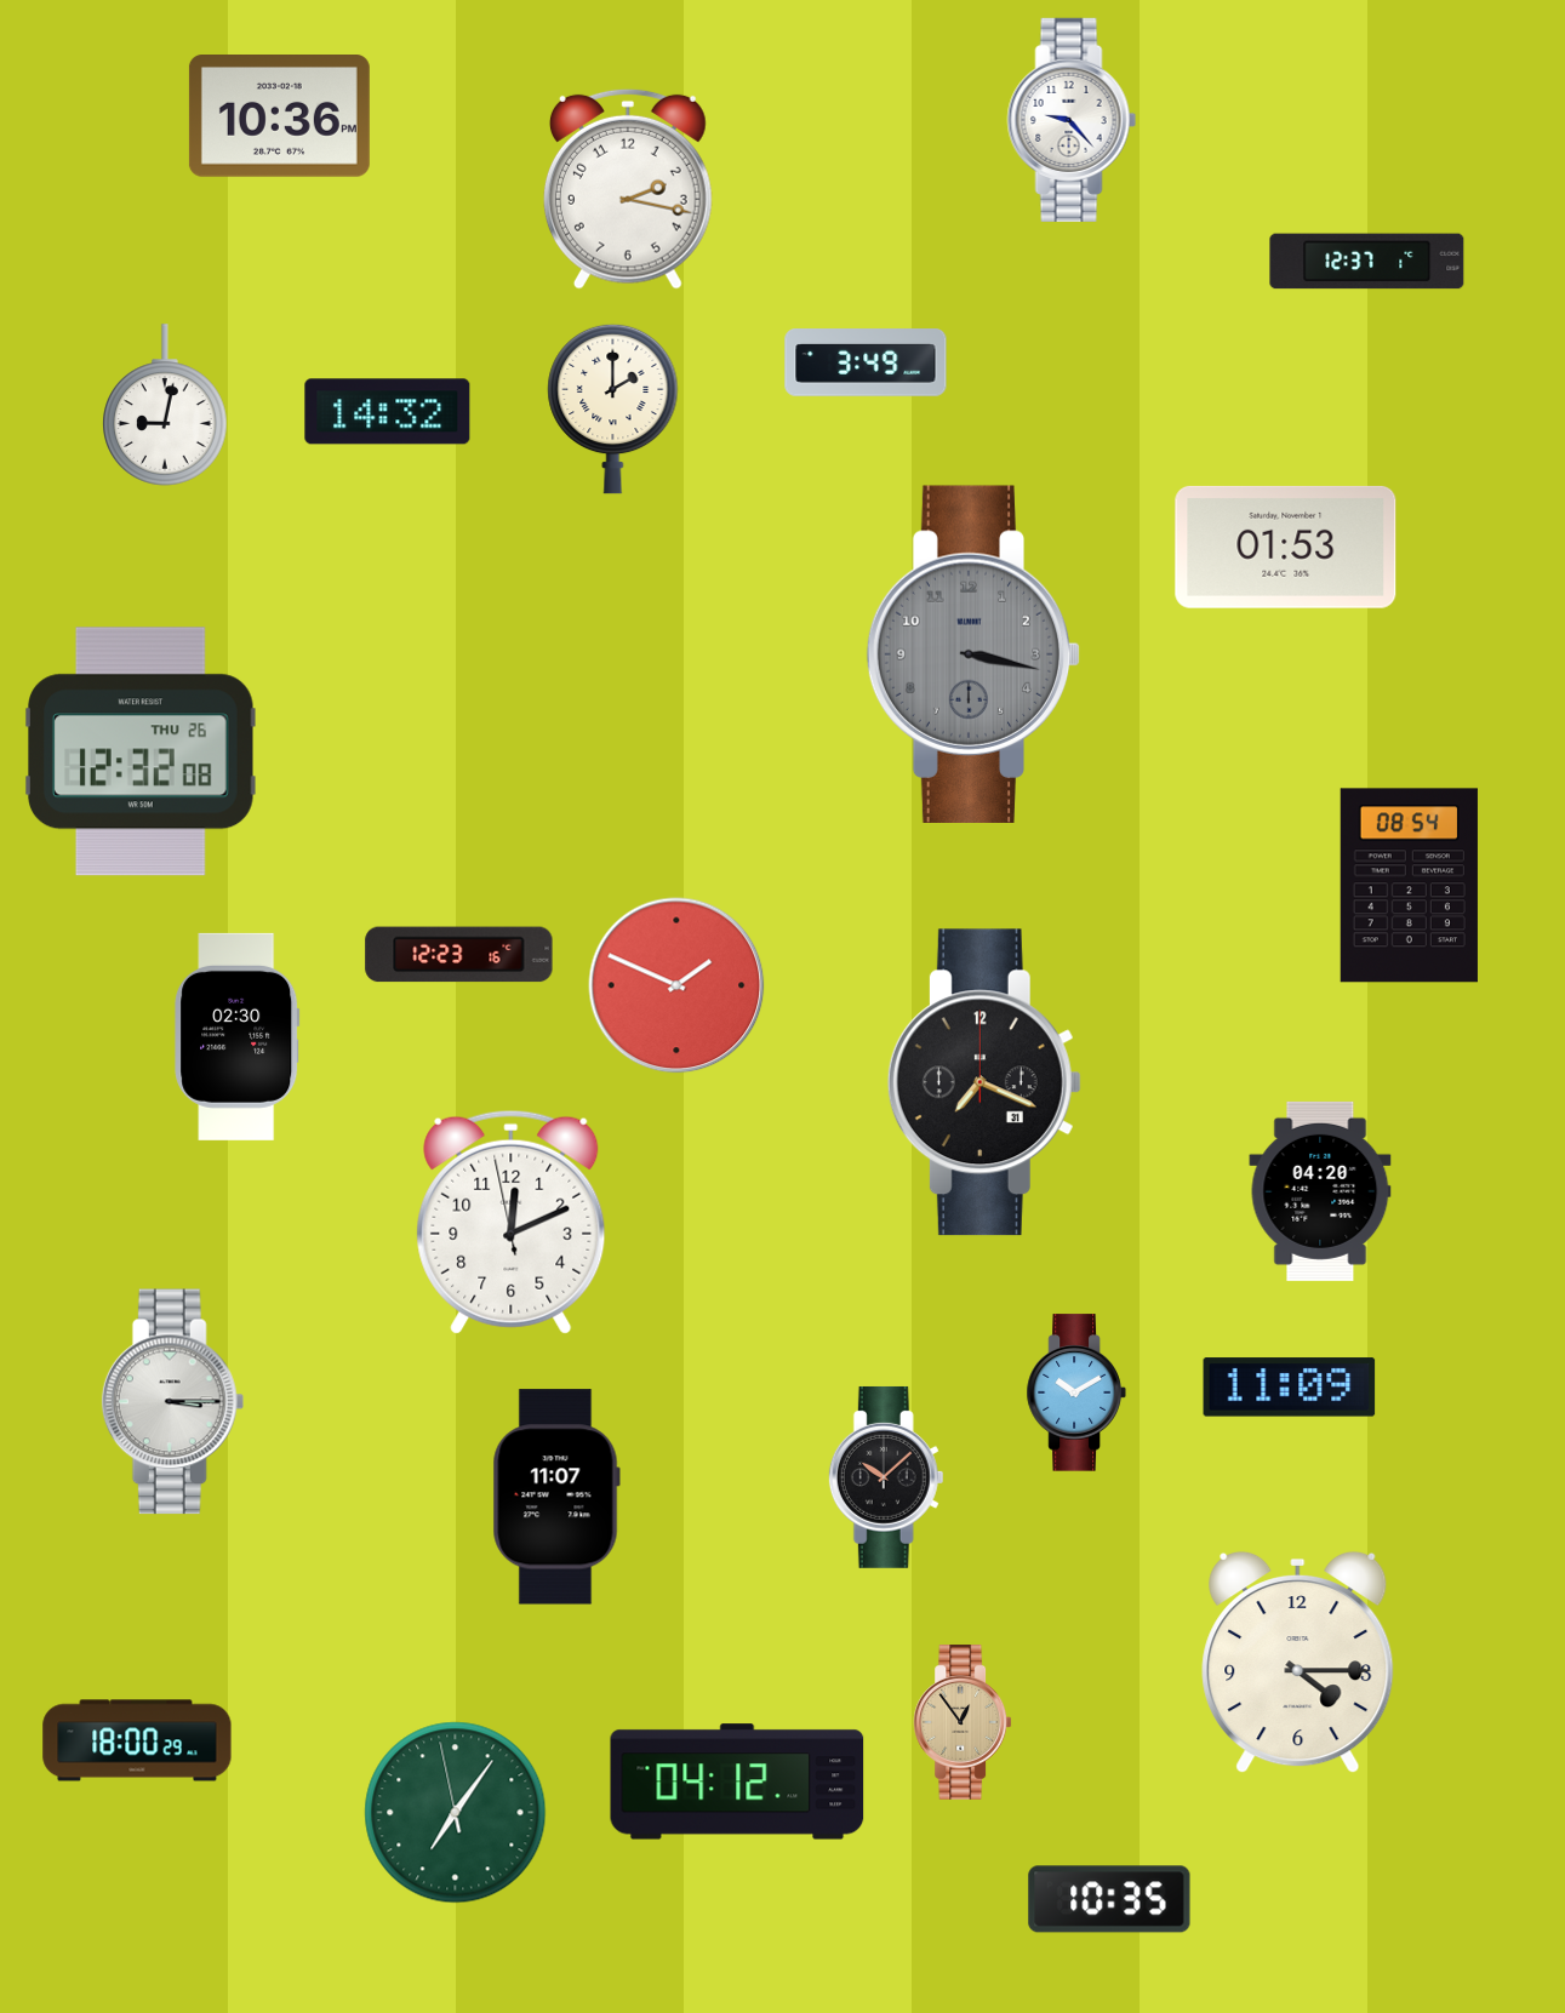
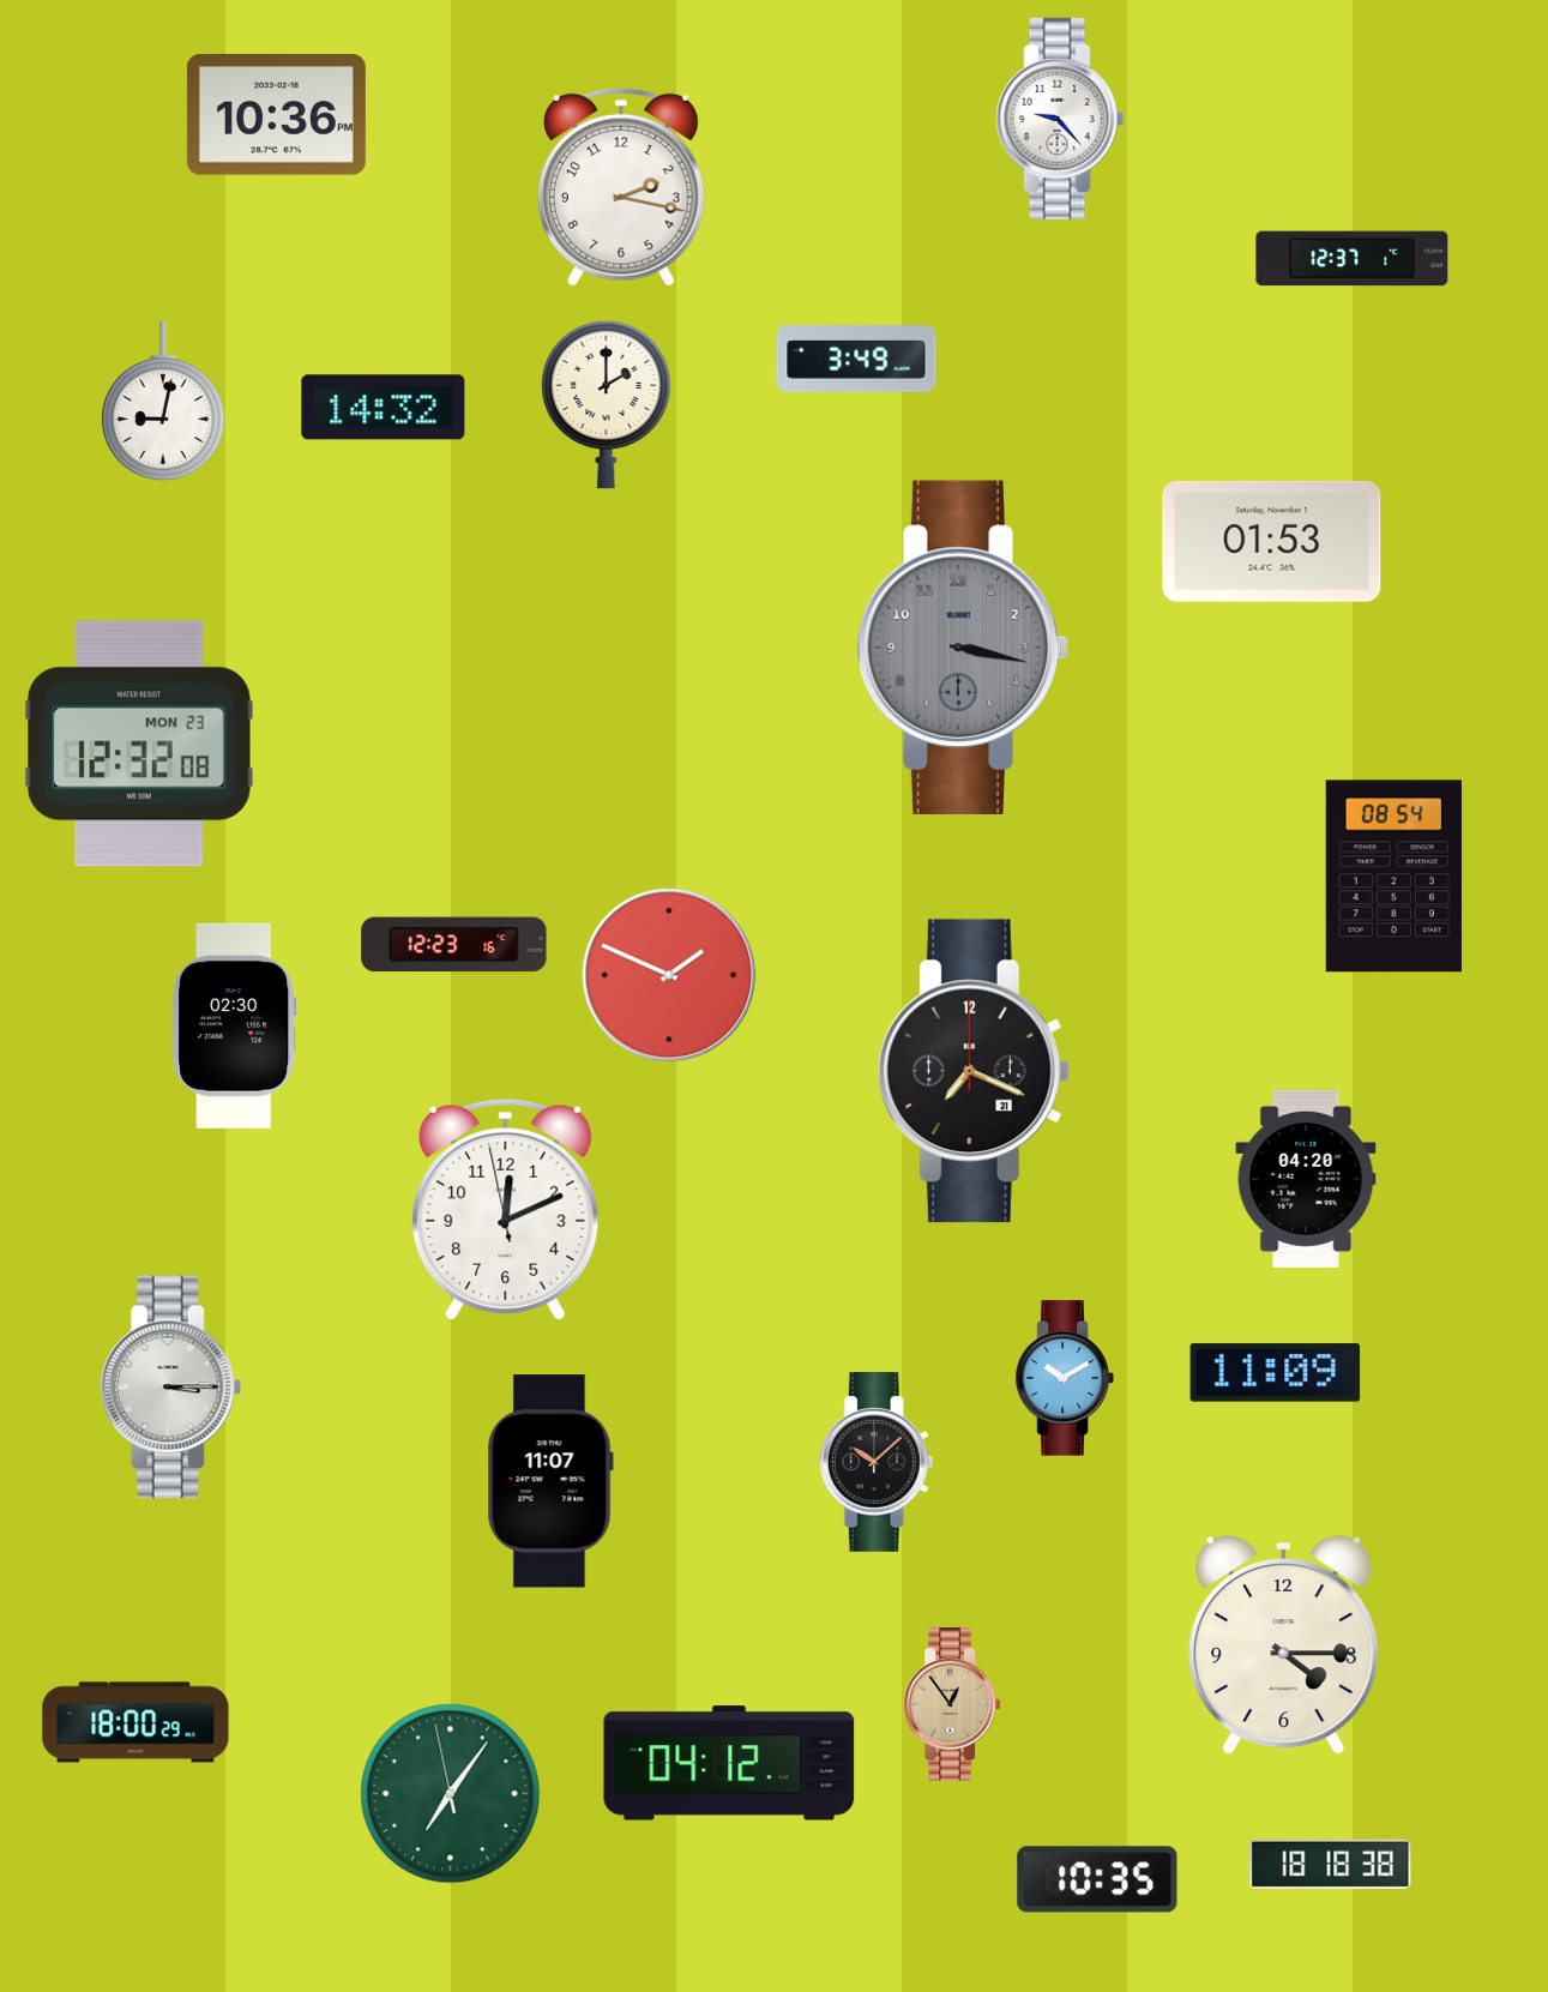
clock at (142, 751) date: THU 26 -> MON 23
clock at (1331, 1864): none -> 18:18
